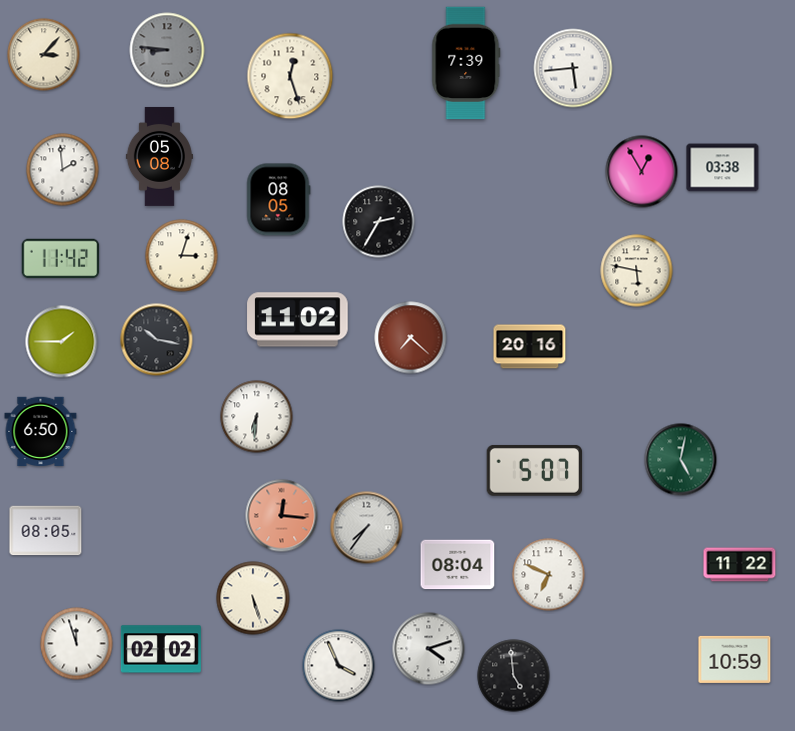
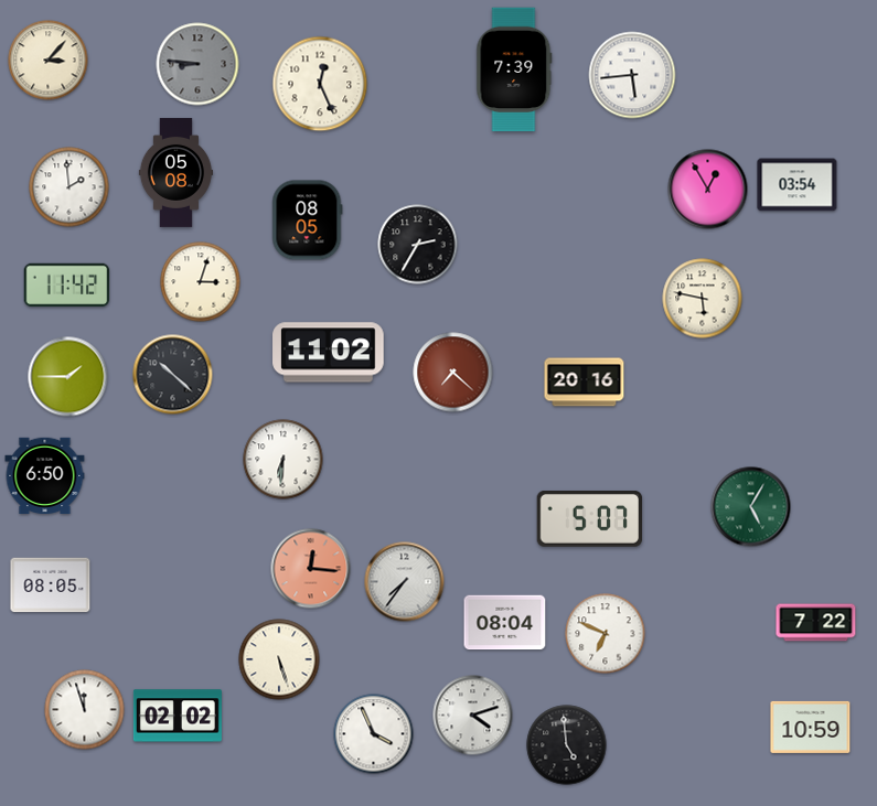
clock at (167, 50) position: (167, 50) -> (197, 64)
clock at (290, 76): 12:27 -> 12:26
clock at (723, 168): 03:38 -> 03:54
clock at (157, 340): 10:17 -> 10:22
clock at (681, 460): 5:02 -> 5:05
clock at (740, 565): 11:22 -> 7:22
